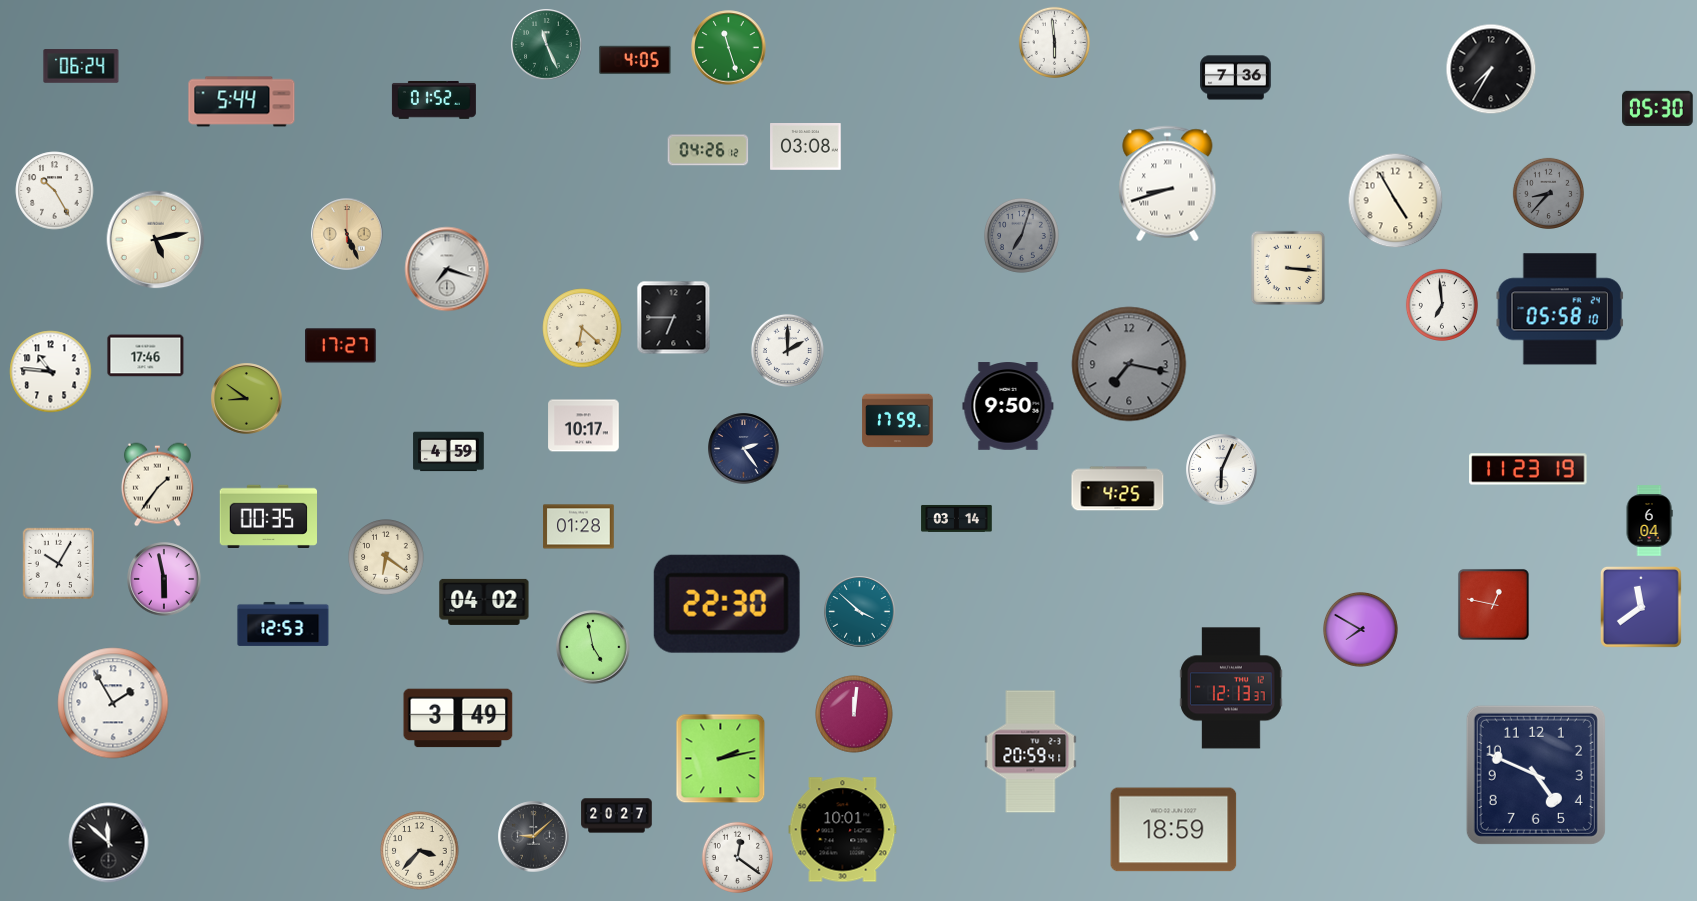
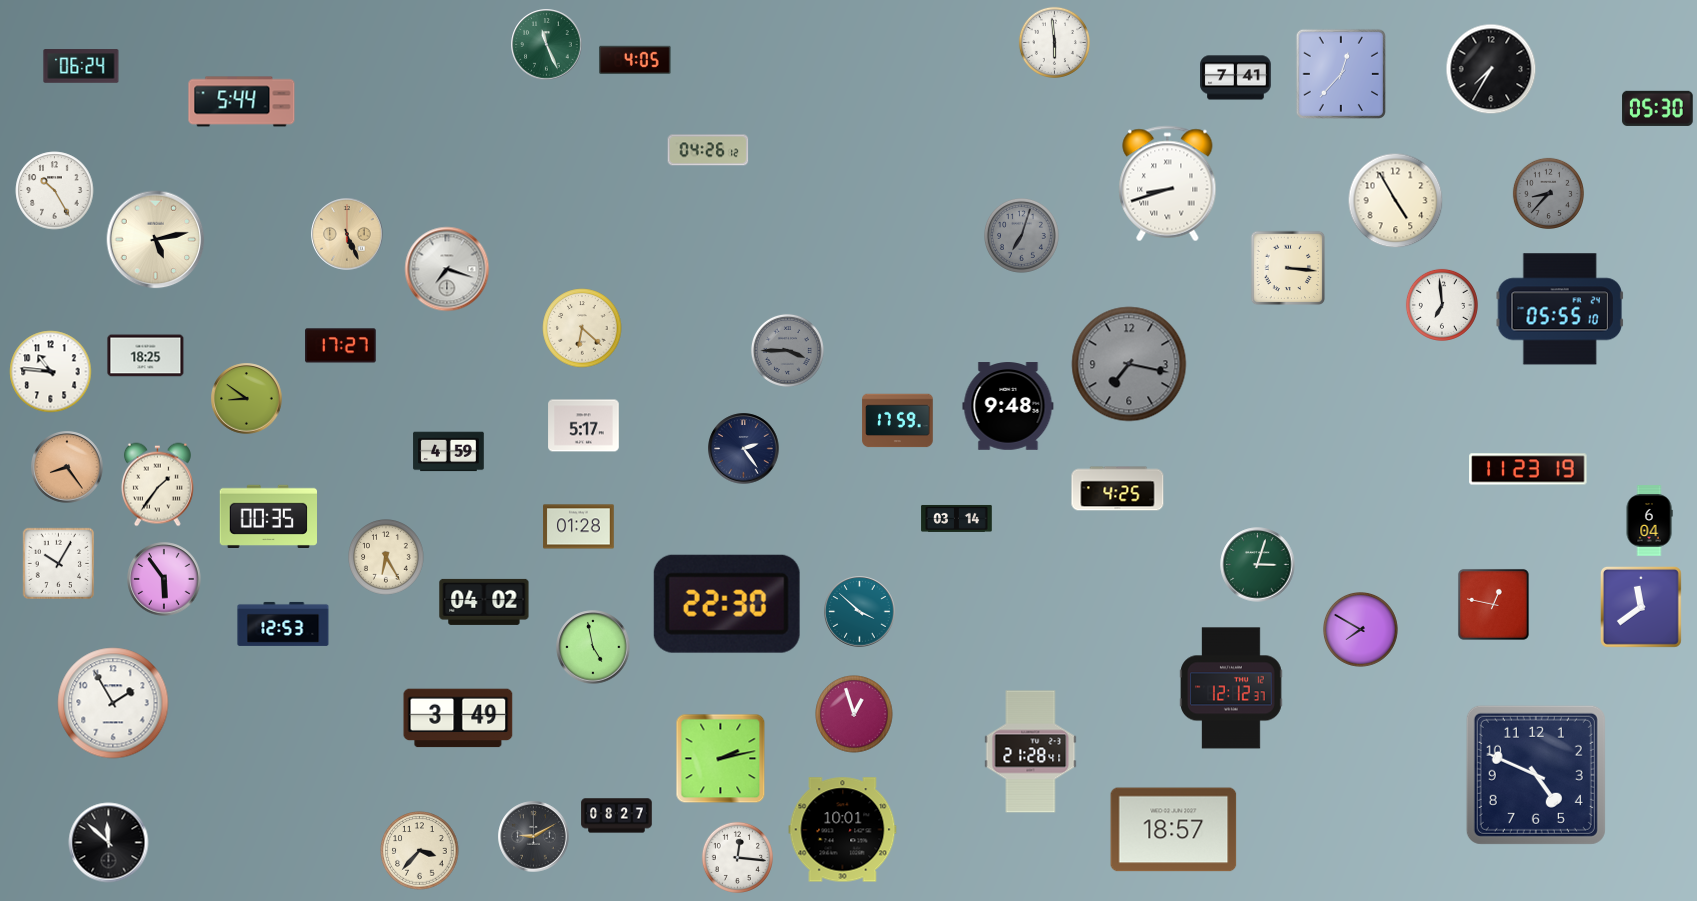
clock at (729, 48): 11:27 -> none
clock at (1341, 74): none -> 12:37
clock at (1236, 78): 7:36 -> 7:41
clock at (434, 100): 01:52 -> none
clock at (806, 147): 03:08 -> none
clock at (1560, 309): 05:58 -> 05:55
clock at (674, 318): 6:45 -> none
clock at (787, 350): 2:00 -> 3:45
clock at (787, 350) dial: white -> grey
clock at (146, 356): 17:46 -> 18:25
clock at (1008, 406): 9:50 -> 9:48
clock at (584, 426): 10:17 -> 5:17
clock at (67, 467): none -> 8:24
clock at (1222, 470): 6:04 -> none
clock at (387, 558): 6:21 -> 6:25
clock at (1258, 565): none -> 3:03
clock at (164, 579): 5:58 -> 5:54
clock at (1231, 688): 12:13 -> 12:12
clock at (854, 714): 12:01 -> 12:57
clock at (1031, 752): 20:59 -> 21:28
clock at (617, 816): 20:27 -> 08:27
clock at (1174, 830): 18:59 -> 18:57
clock at (534, 837): 9:08 -> 9:10
clock at (737, 857): 12:21 -> 12:16
